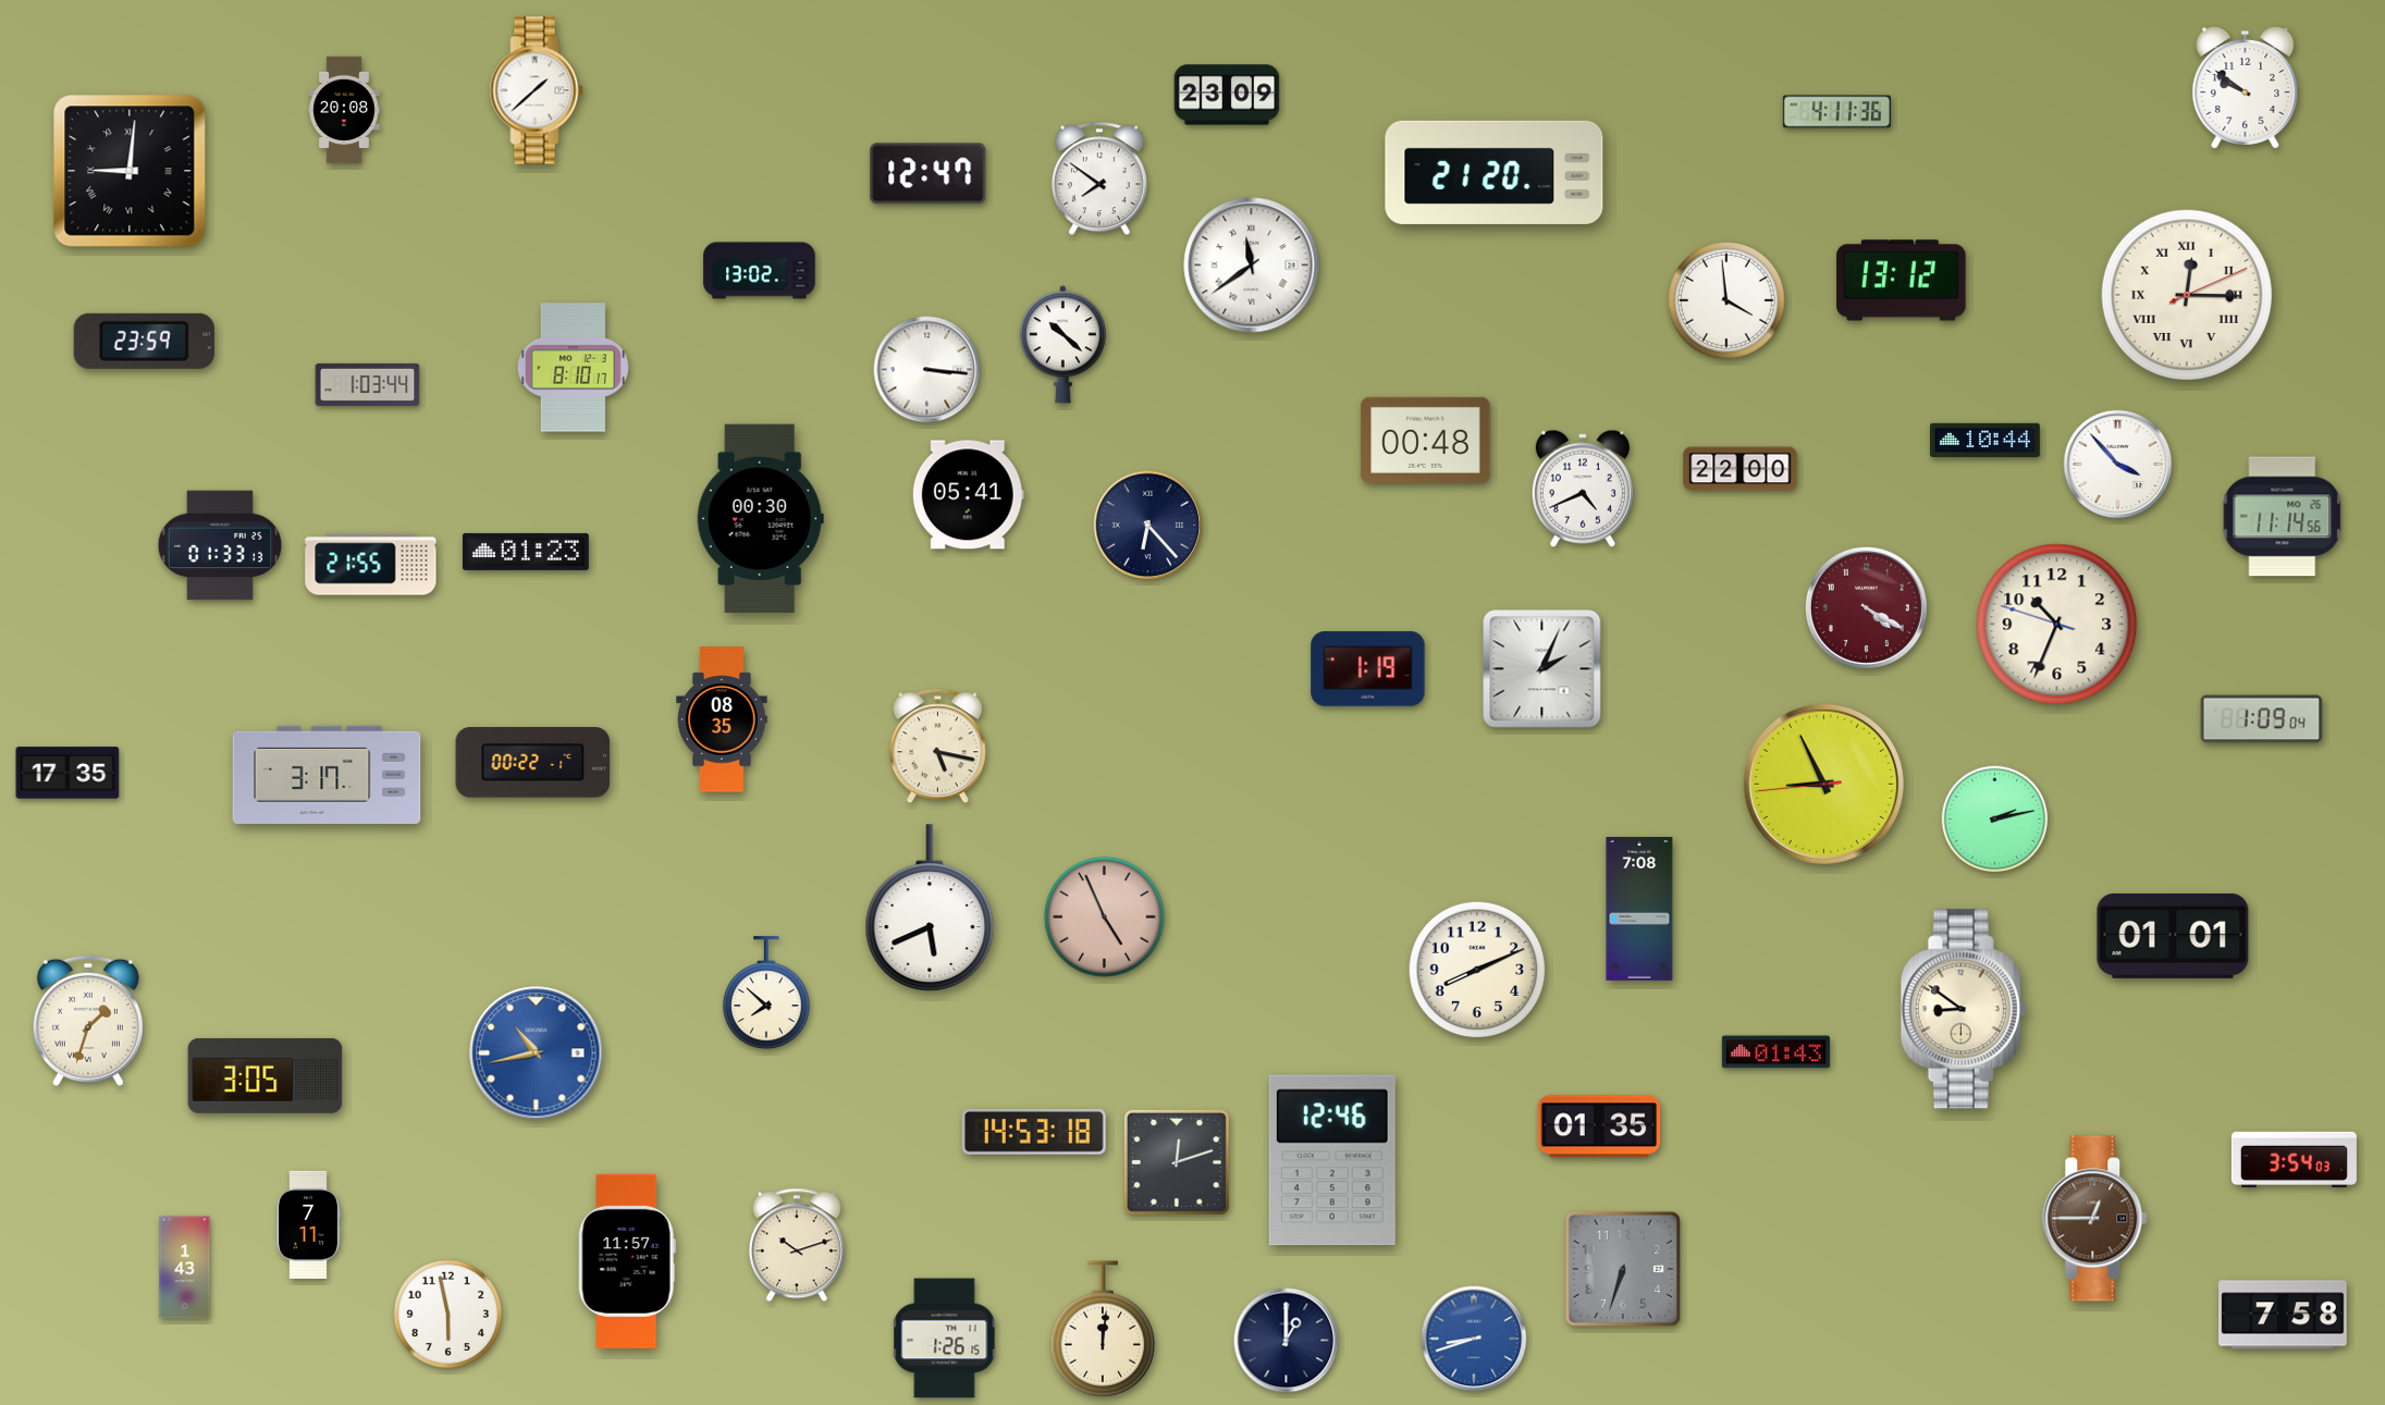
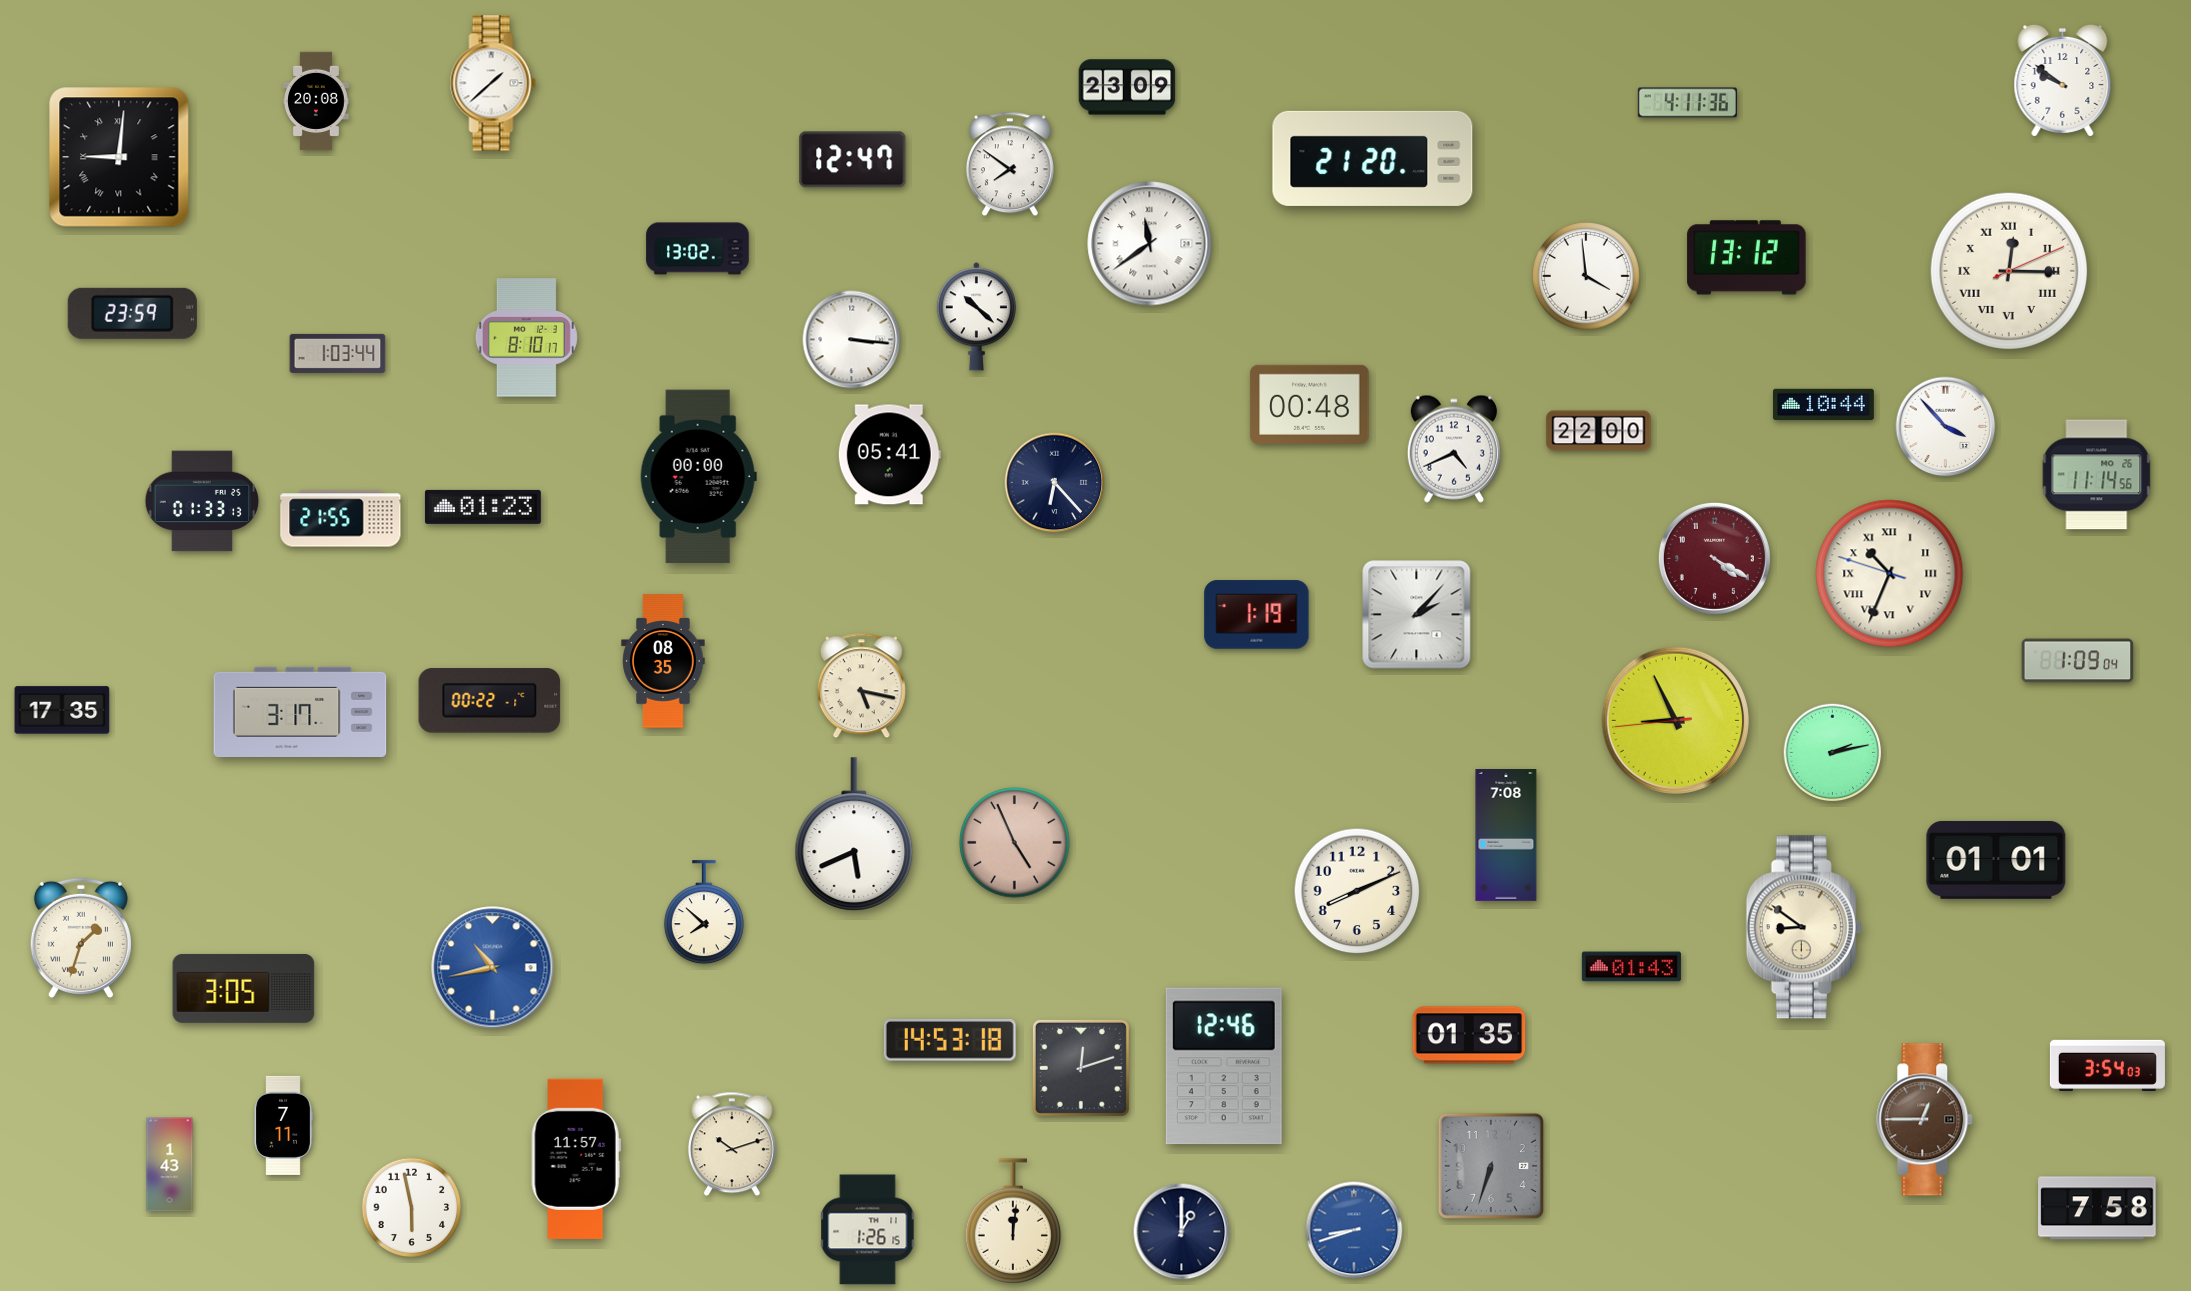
clock at (760, 519): 00:30 -> 00:00
clock at (2057, 625) numerals: Arabic -> Roman
clock at (1542, 669): 2:04 -> 2:07
